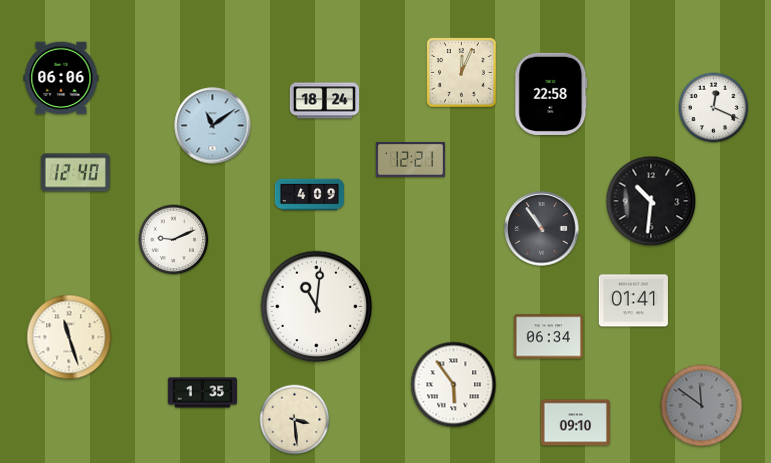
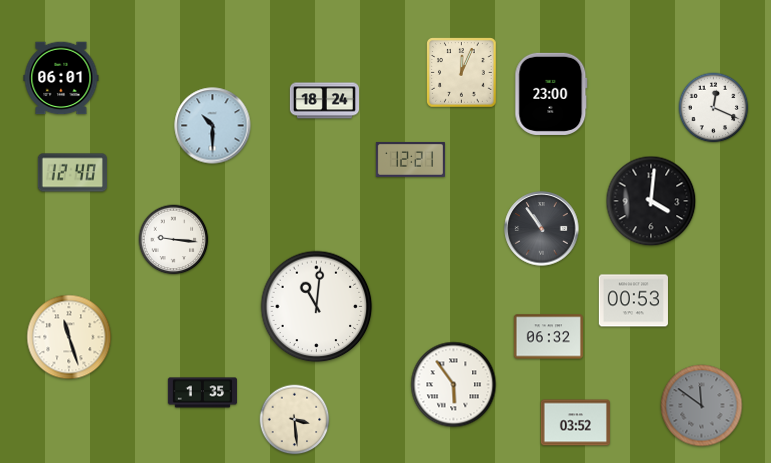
clock at (61, 78): 06:06 -> 06:01
clock at (551, 94): 22:58 -> 23:00
clock at (213, 126): 11:09 -> 10:30
clock at (75, 173) position: (75, 173) -> (72, 173)
clock at (309, 195): 4:09 -> none
clock at (651, 201): 10:31 -> 4:01
clock at (174, 240): 9:11 -> 9:16
clock at (633, 301): 01:41 -> 00:53
clock at (548, 337): 06:34 -> 06:32
clock at (575, 423): 09:10 -> 03:52
